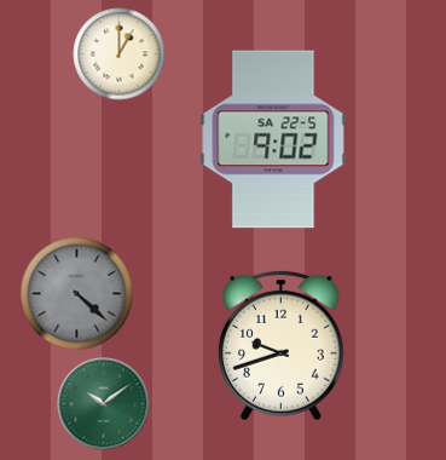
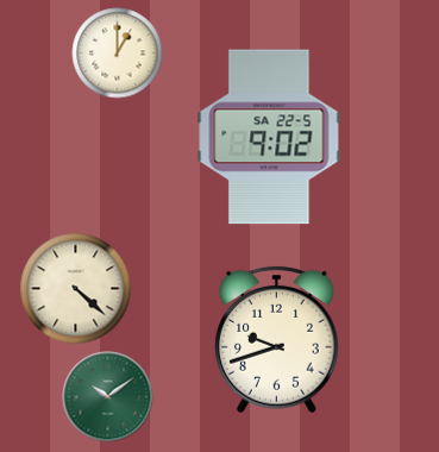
clock at (77, 294) dial: grey -> cream
clock at (104, 404) position: (104, 404) -> (108, 397)
